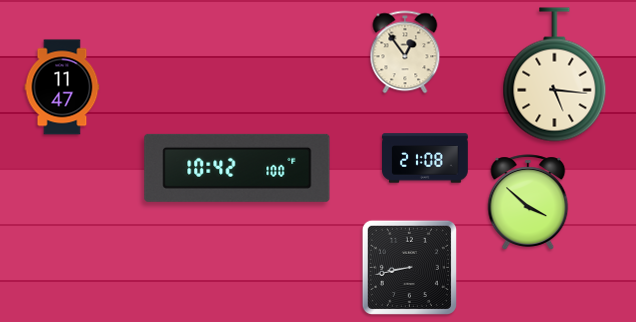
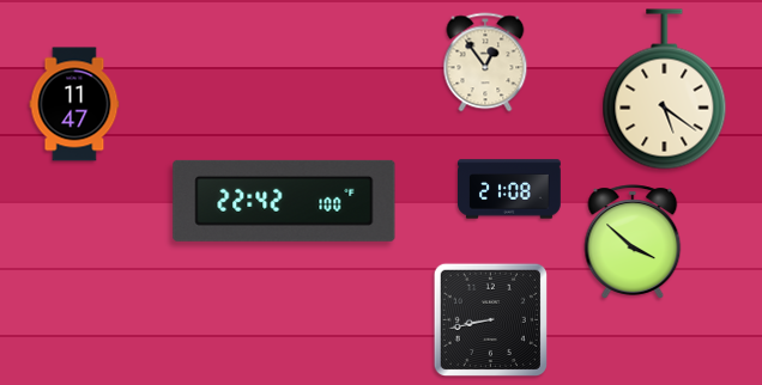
clock at (555, 75): 5:16 -> 5:21
clock at (237, 168): 10:42 -> 22:42
